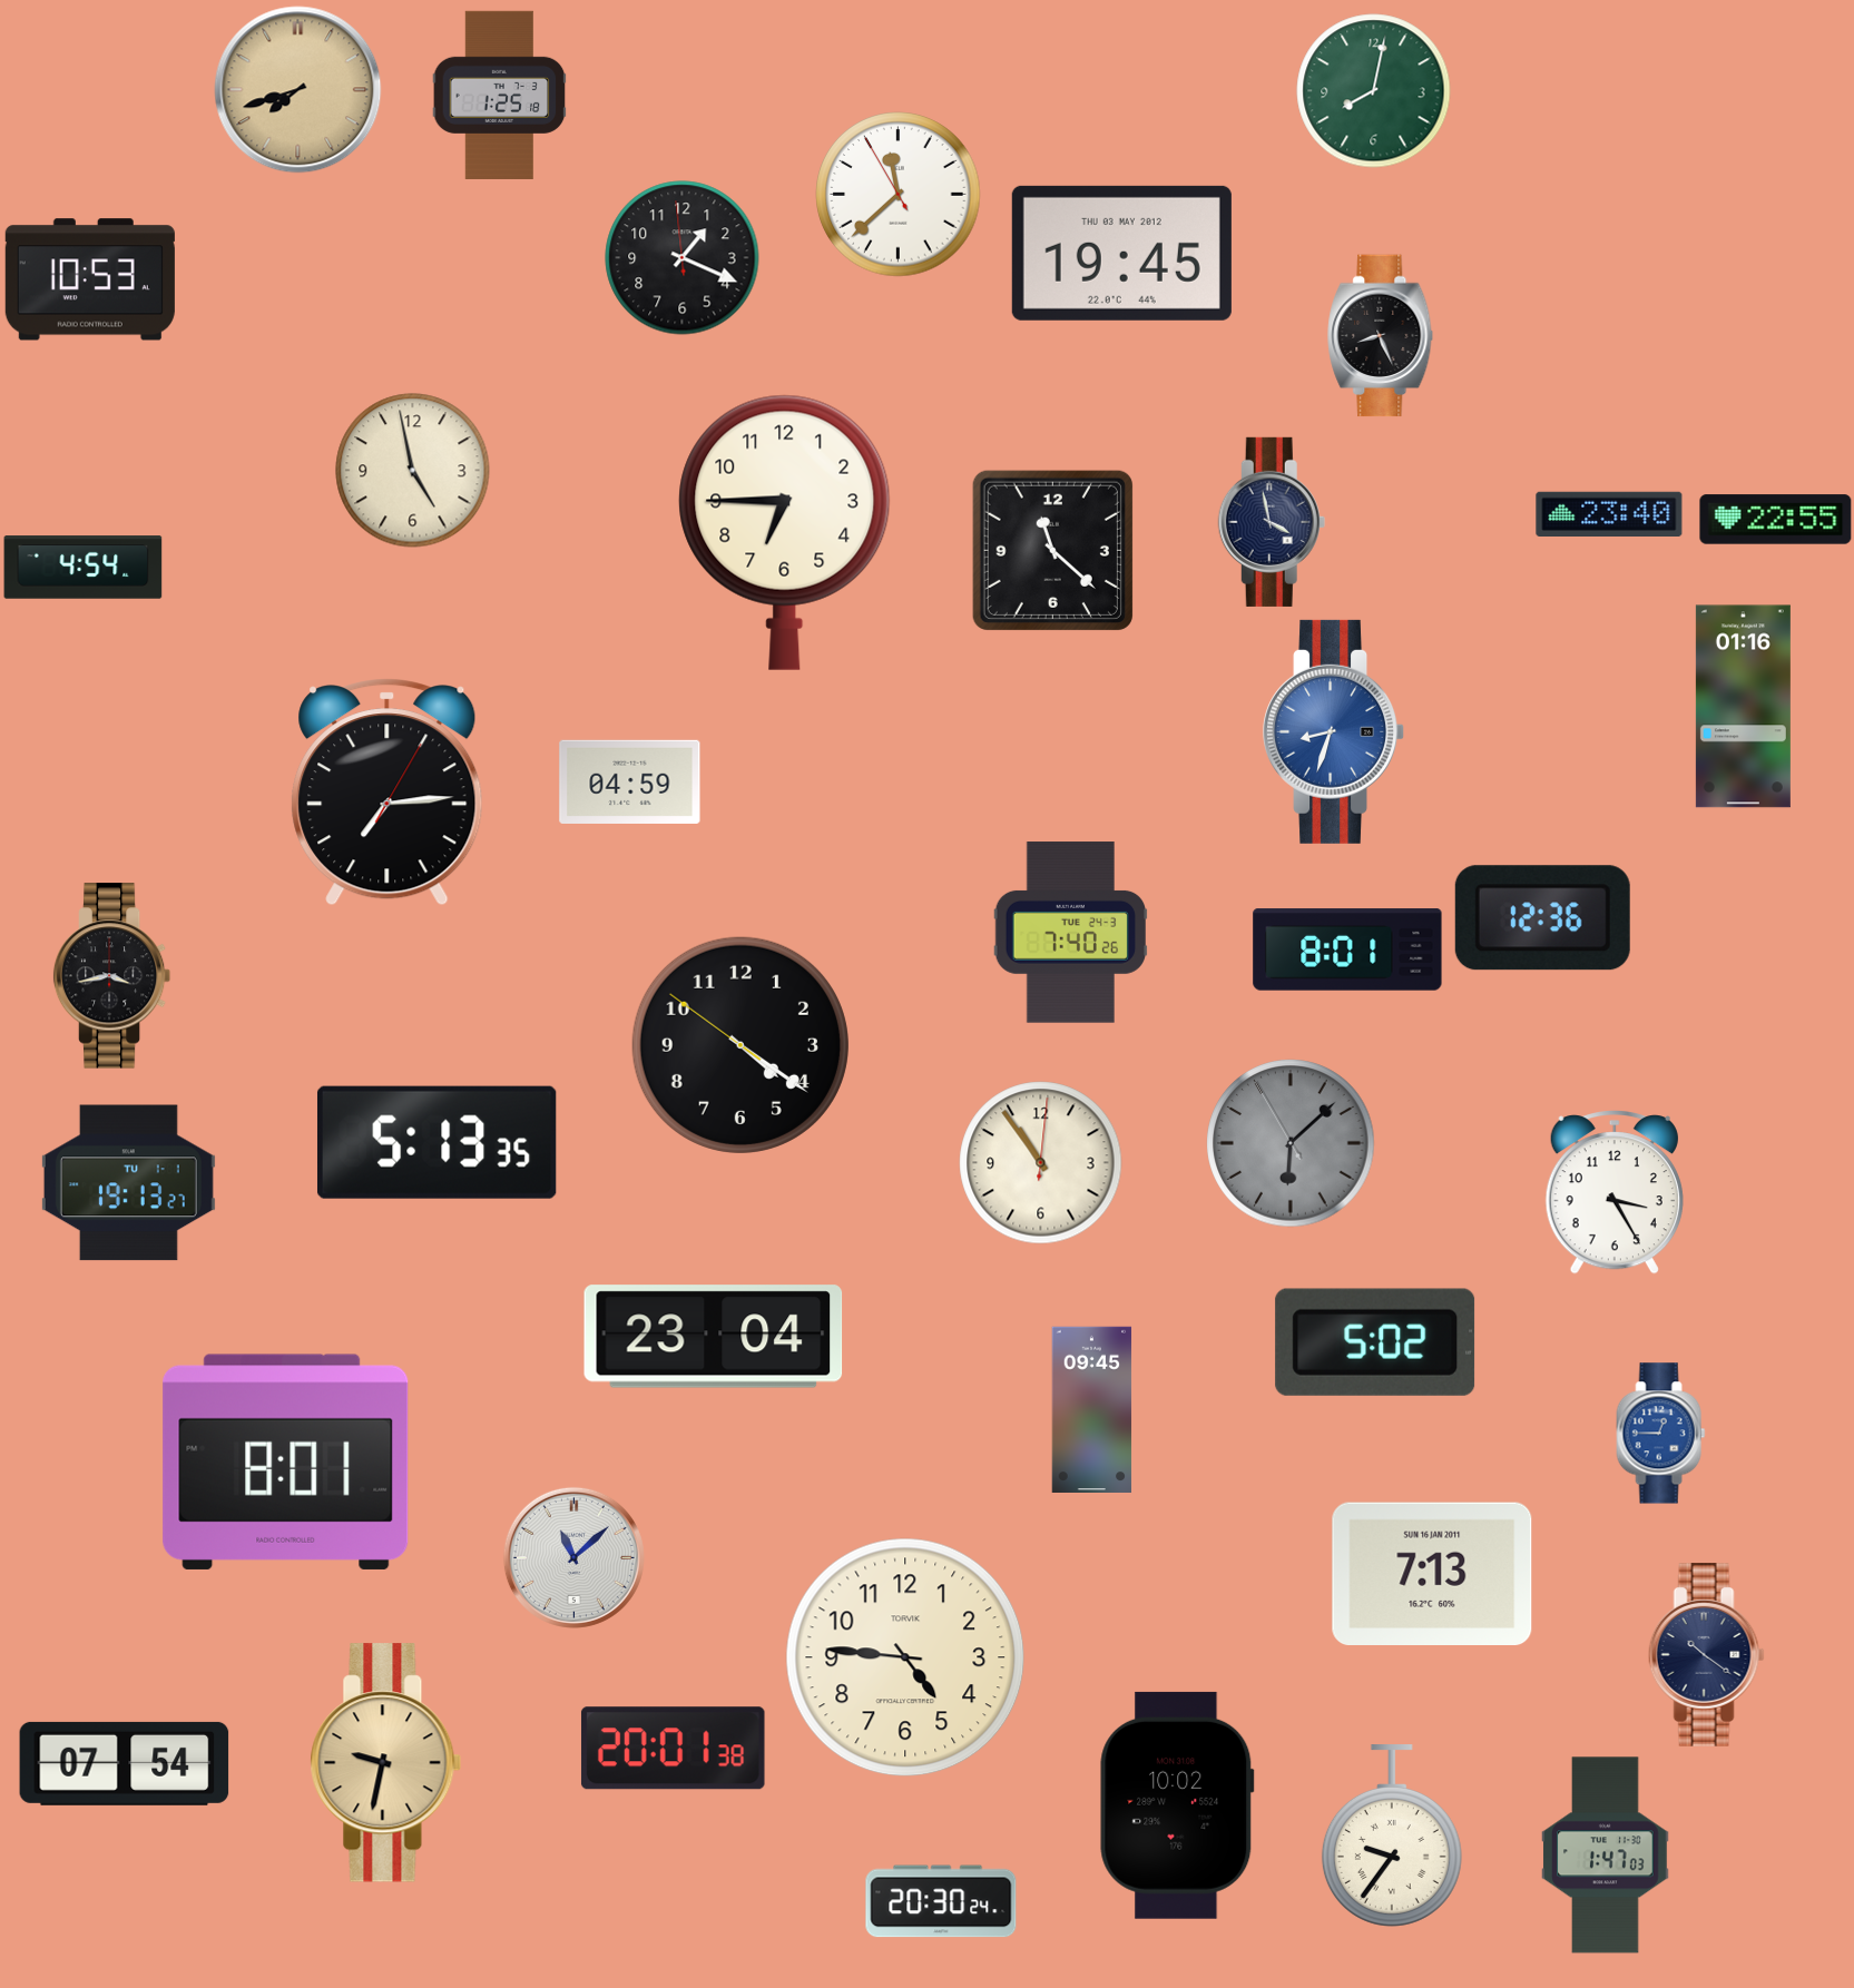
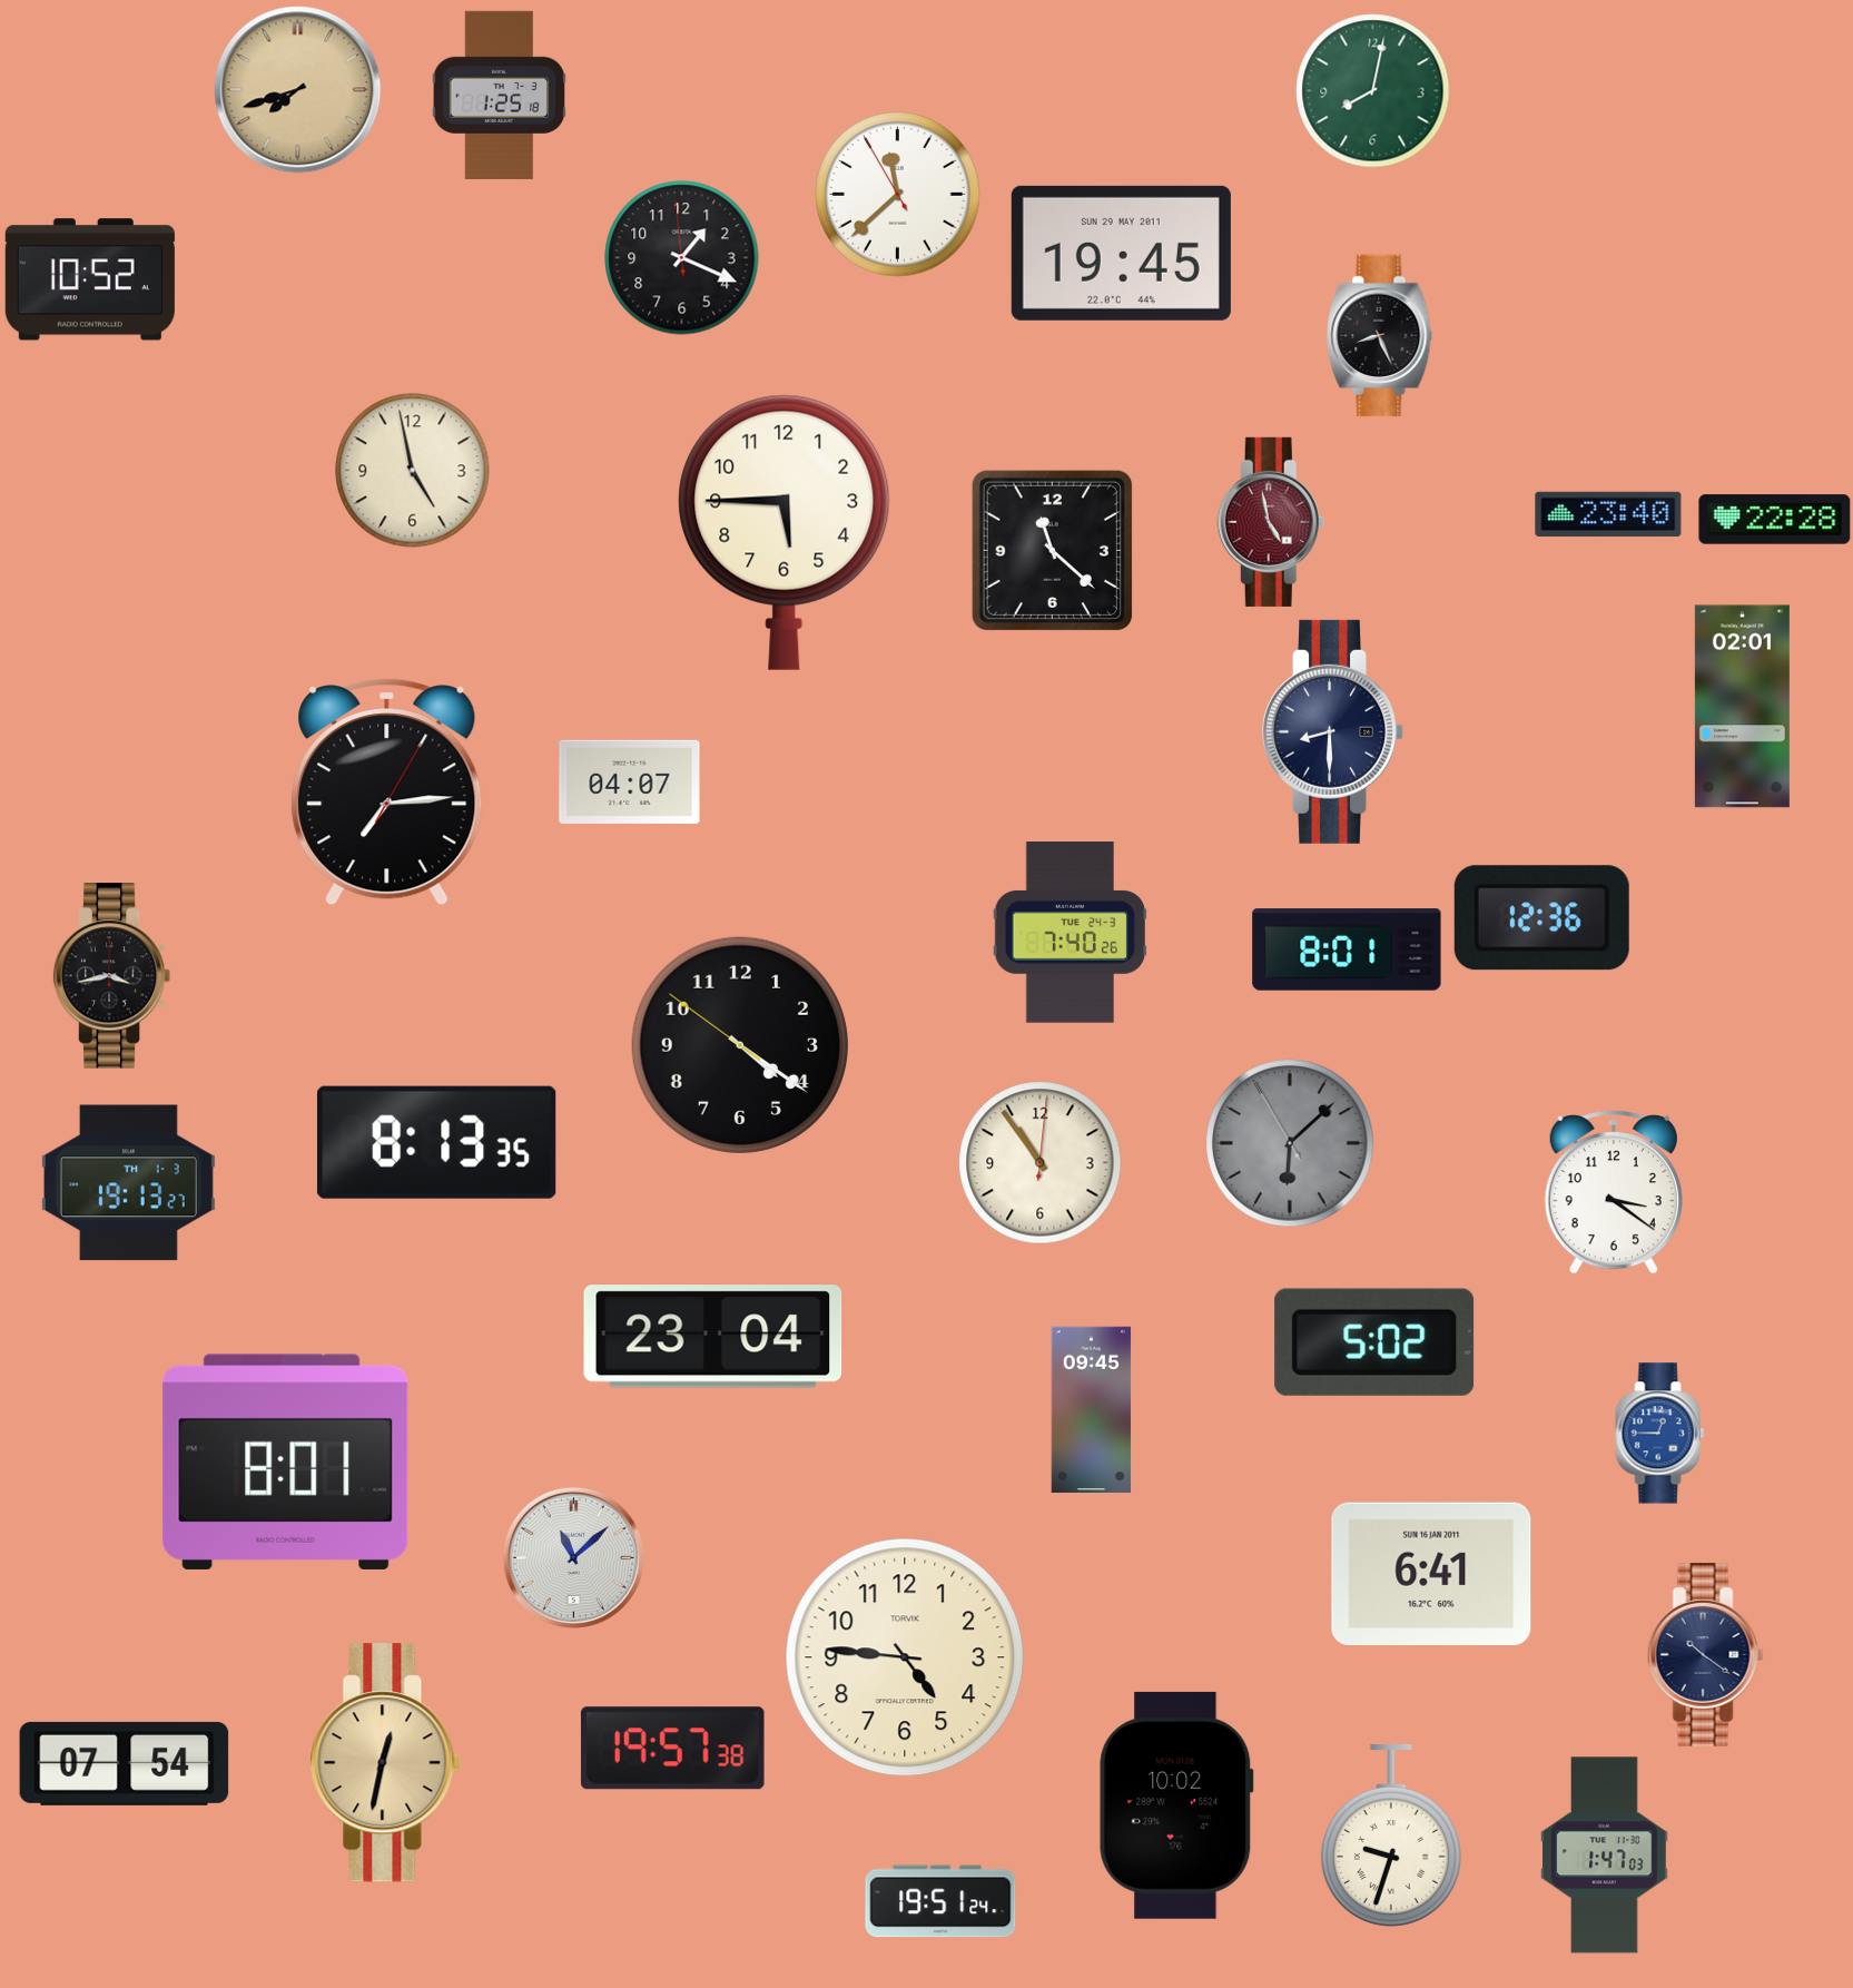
clock at (1121, 253) date: THU 03 MAY 2012 -> SUN 29 MAY 2011
clock at (90, 279): 10:53 -> 10:52
clock at (1776, 520): 22:55 -> 22:28
clock at (1272, 522): 3:58 -> 4:58
clock at (1272, 522) dial: navy -> burgundy
clock at (785, 532): 6:45 -> 5:45
clock at (84, 568): 4:54 -> none
clock at (1743, 707): 01:16 -> 02:01
clock at (1334, 731): 8:33 -> 8:30
clock at (1334, 731) dial: blue -> navy
clock at (630, 781): 04:59 -> 04:07
clock at (436, 1142): 5:13 -> 8:13
clock at (128, 1183) date: TU 1-1 -> TH 1-3
clock at (1615, 1193): 3:25 -> 3:21
clock at (1432, 1573): 7:13 -> 6:41
clock at (673, 1749): 20:01 -> 19:57
clock at (386, 1763): 9:32 -> 12:32
clock at (1392, 1836): 9:36 -> 9:33
clock at (941, 1901): 20:30 -> 19:51
